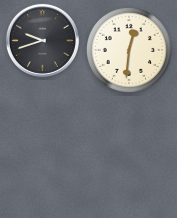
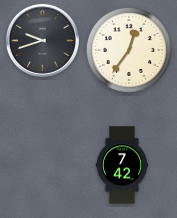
clock at (129, 50): 12:31 -> 12:36
clock at (122, 165): none -> 7:42
